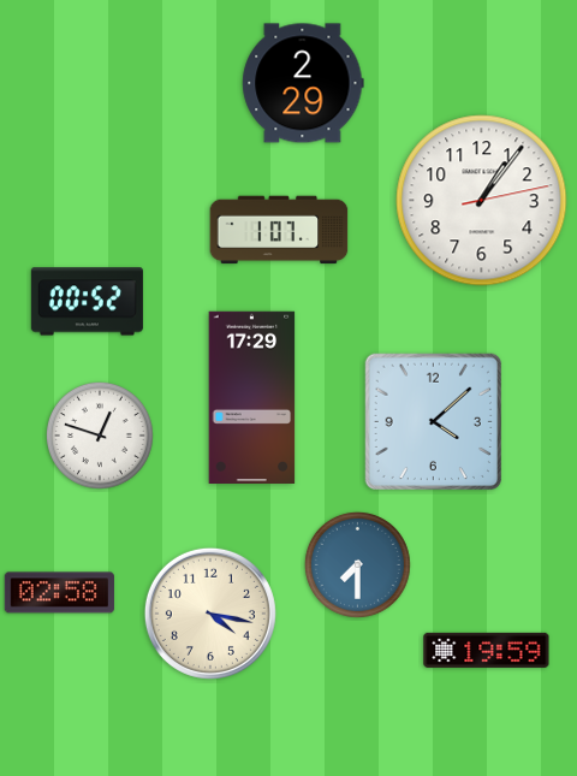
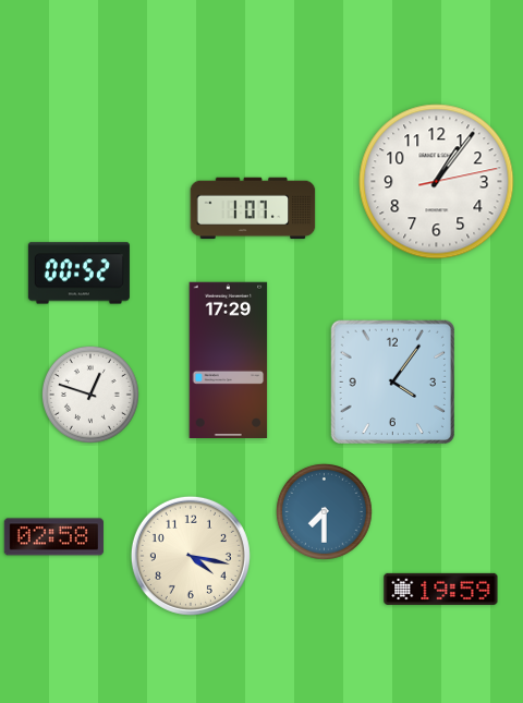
clock at (303, 83): 2:29 -> none
clock at (433, 421): 4:08 -> 4:06
